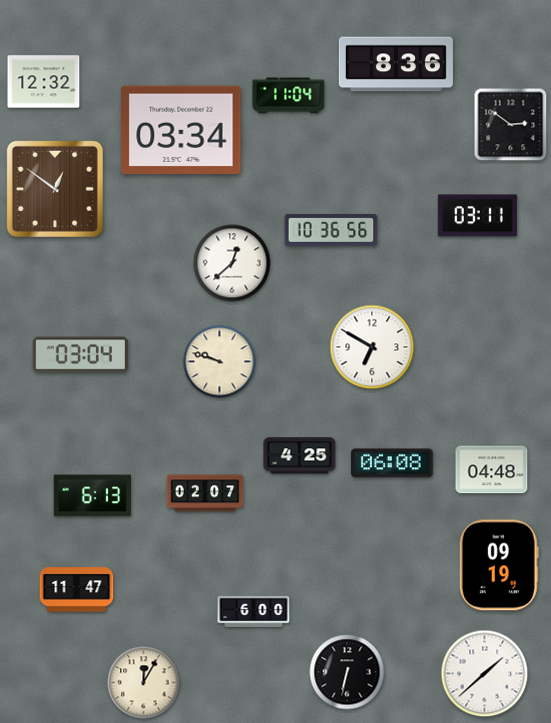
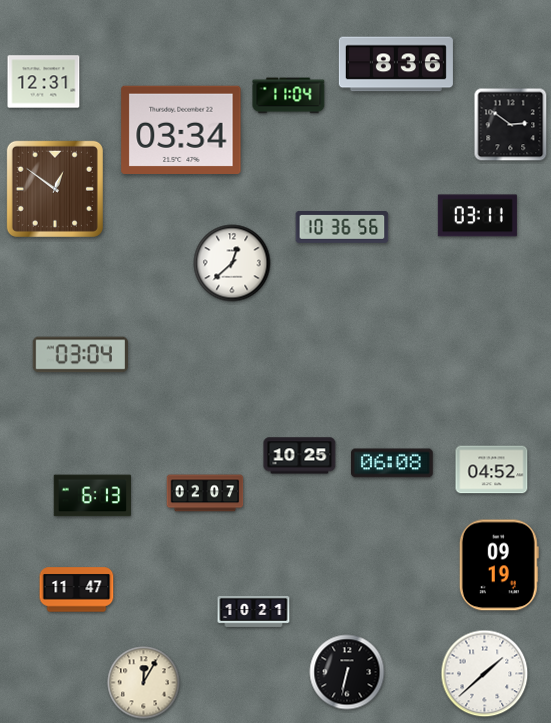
clock at (44, 82): 12:32 -> 12:31
clock at (331, 231) position: (331, 231) -> (342, 228)
clock at (372, 347): 6:50 -> none
clock at (220, 362): 9:48 -> none
clock at (300, 456): 4:25 -> 10:25
clock at (492, 470): 04:48 -> 04:52
clock at (254, 611): 6:00 -> 10:21
